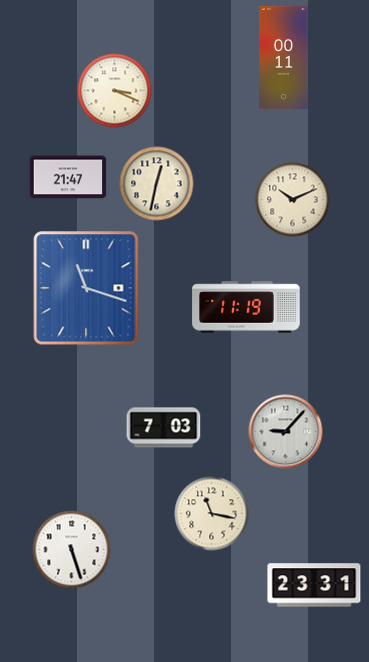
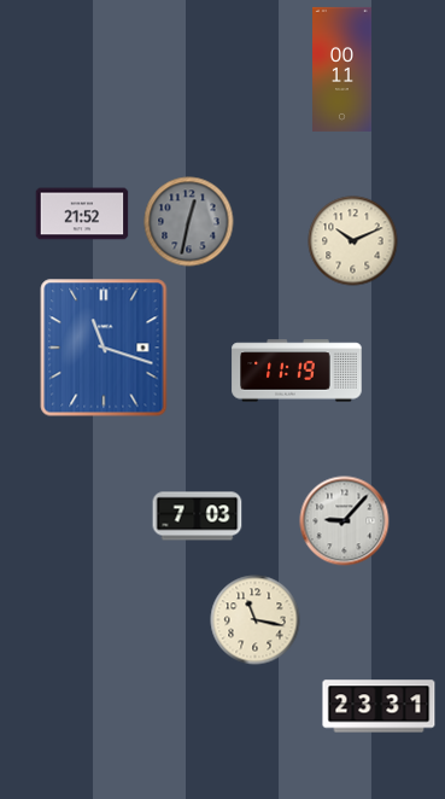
clock at (115, 91): 3:19 -> none
clock at (68, 177): 21:47 -> 21:52
clock at (157, 184) dial: cream -> grey
clock at (72, 550): 5:27 -> none
